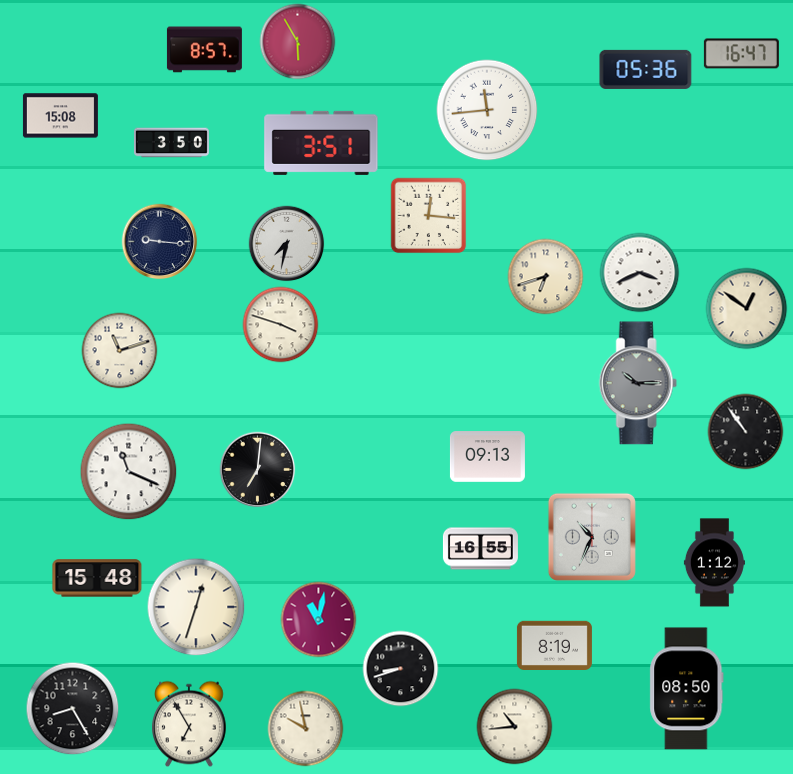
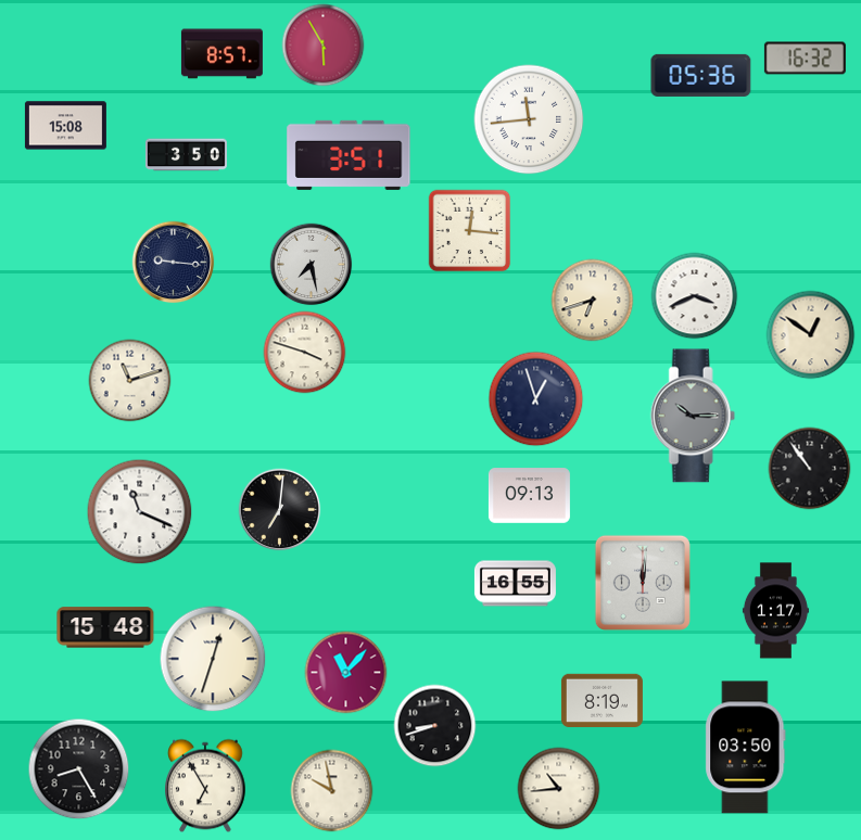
clock at (741, 54): 16:47 -> 16:32
clock at (429, 216) position: (429, 216) -> (470, 231)
clock at (287, 244): 7:32 -> 7:28
clock at (536, 399): none -> 12:57
clock at (592, 537): 10:34 -> 12:01
clock at (480, 549) position: (480, 549) -> (515, 584)
clock at (714, 563): 1:12 -> 1:17
clock at (319, 620): 11:02 -> 11:07
clock at (687, 689): 08:50 -> 03:50
